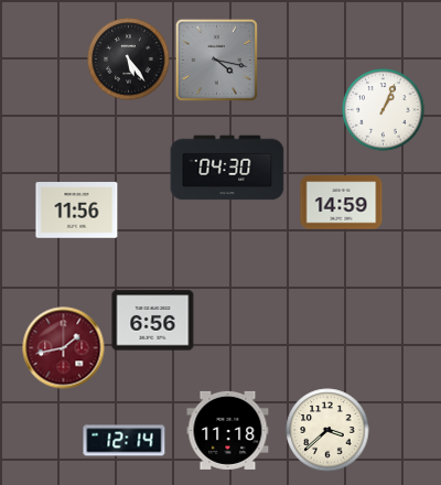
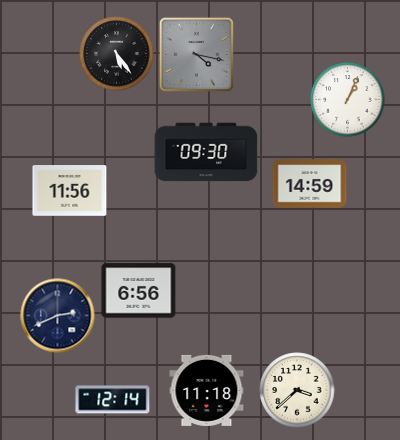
clock at (227, 168): 04:30 -> 09:30
clock at (64, 348): 1:43 -> 2:41
clock at (64, 348) dial: burgundy -> navy
